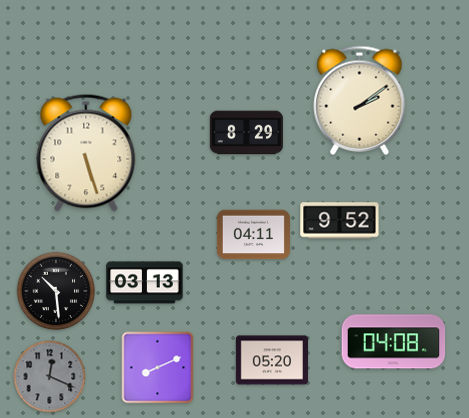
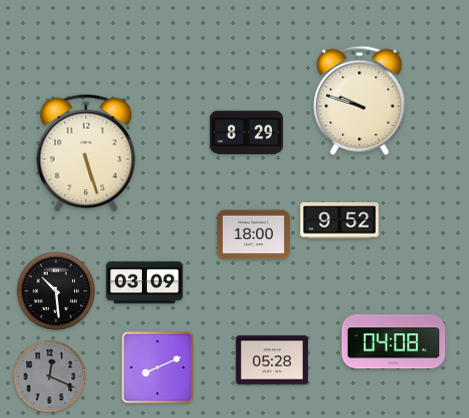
clock at (360, 100): 2:09 -> 9:48
clock at (253, 235): 04:11 -> 18:00
clock at (145, 283): 03:13 -> 03:09
clock at (271, 360): 05:20 -> 05:28
